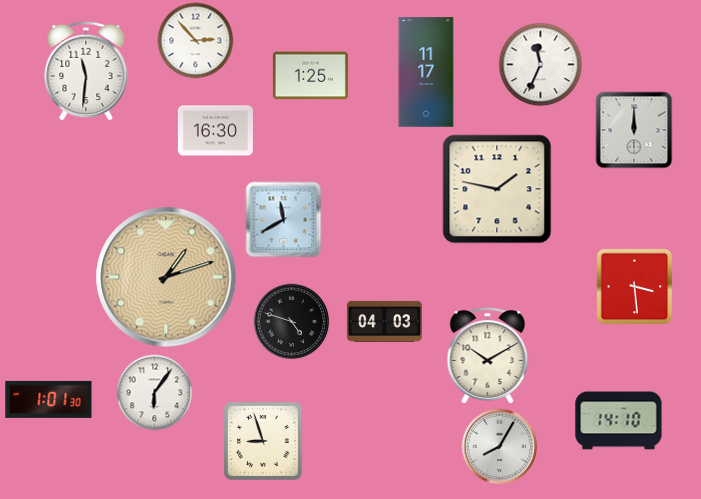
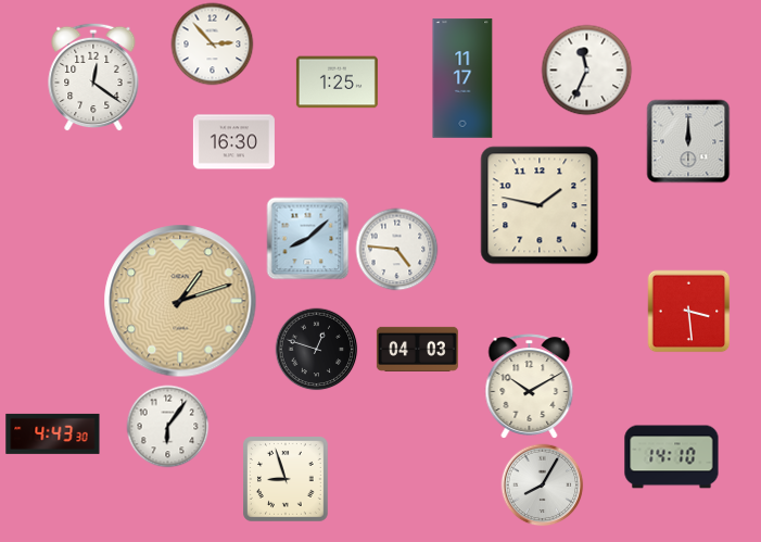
clock at (86, 71): 11:31 -> 12:21
clock at (284, 220): 11:40 -> 8:08
clock at (397, 250): none -> 4:46
clock at (292, 322): 4:48 -> 12:48
clock at (49, 399): 1:01 -> 4:43
